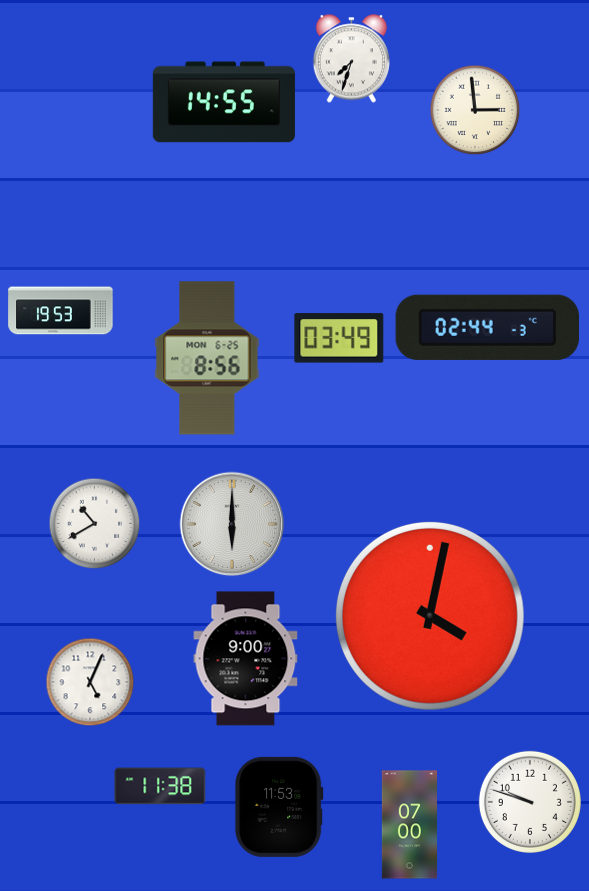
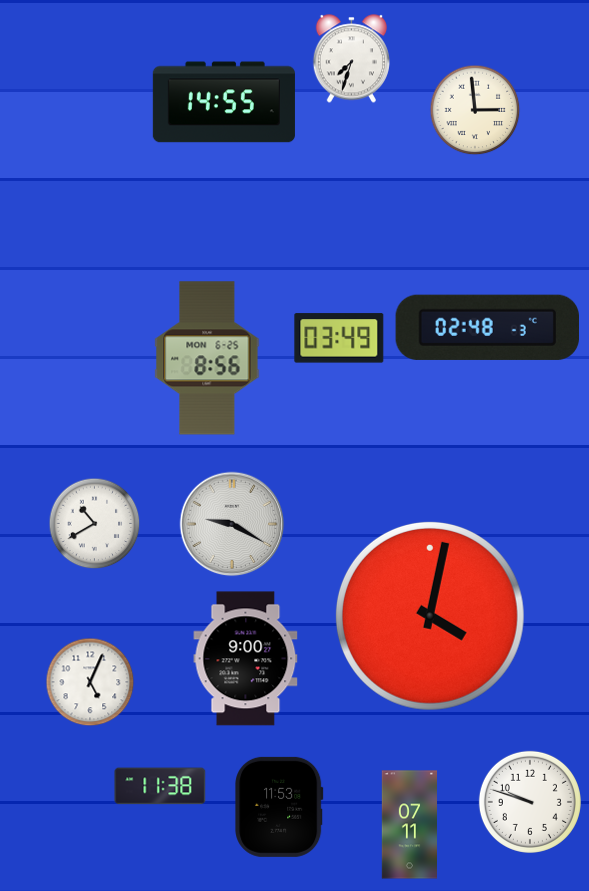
clock at (61, 311): 19:53 -> none
clock at (487, 327): 02:44 -> 02:48
clock at (232, 524): 6:00 -> 9:20
clock at (410, 825): 07:00 -> 07:11
